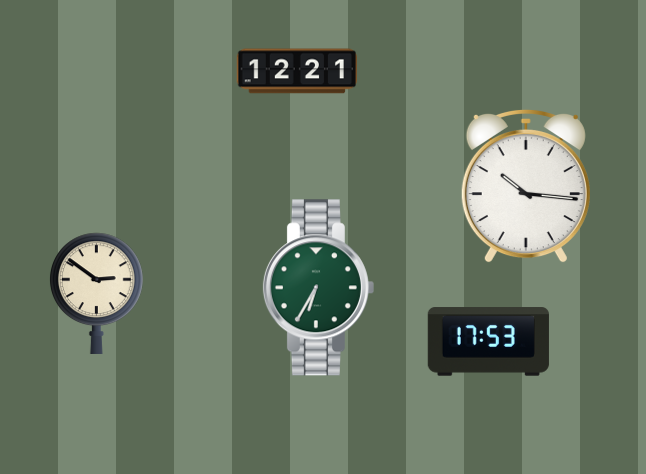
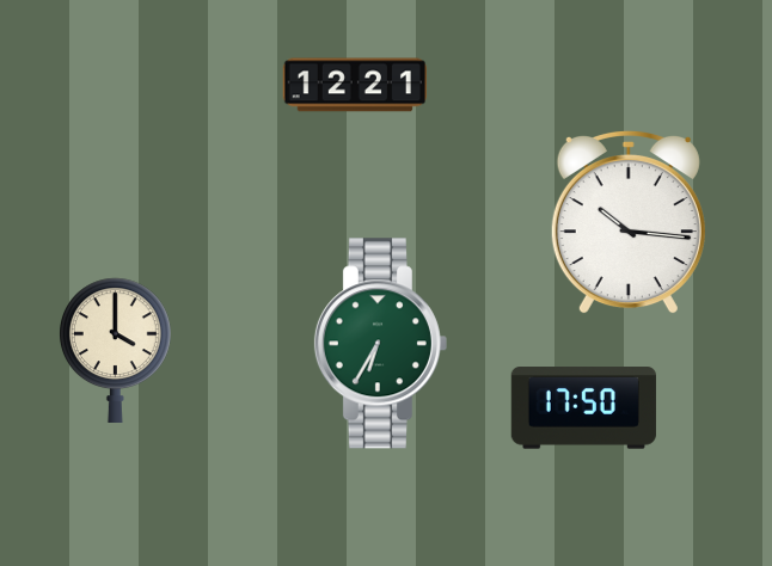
clock at (96, 293): 2:51 -> 4:00
clock at (488, 342): 17:53 -> 17:50
